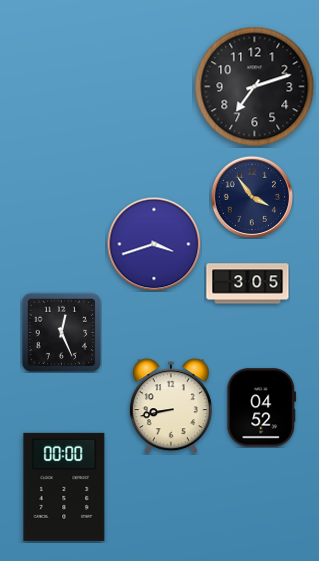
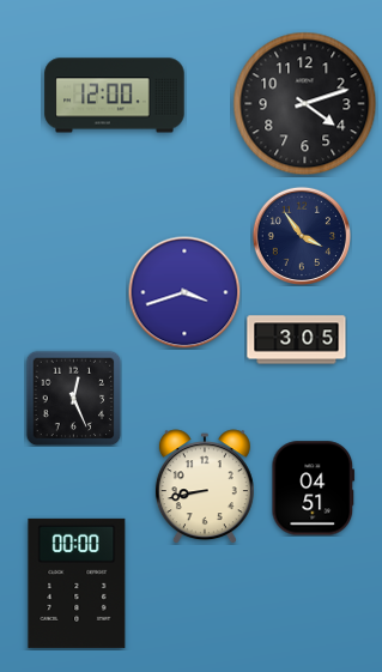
clock at (115, 96): none -> 12:00
clock at (255, 87): 7:12 -> 4:12
clock at (262, 408): 04:52 -> 04:51
